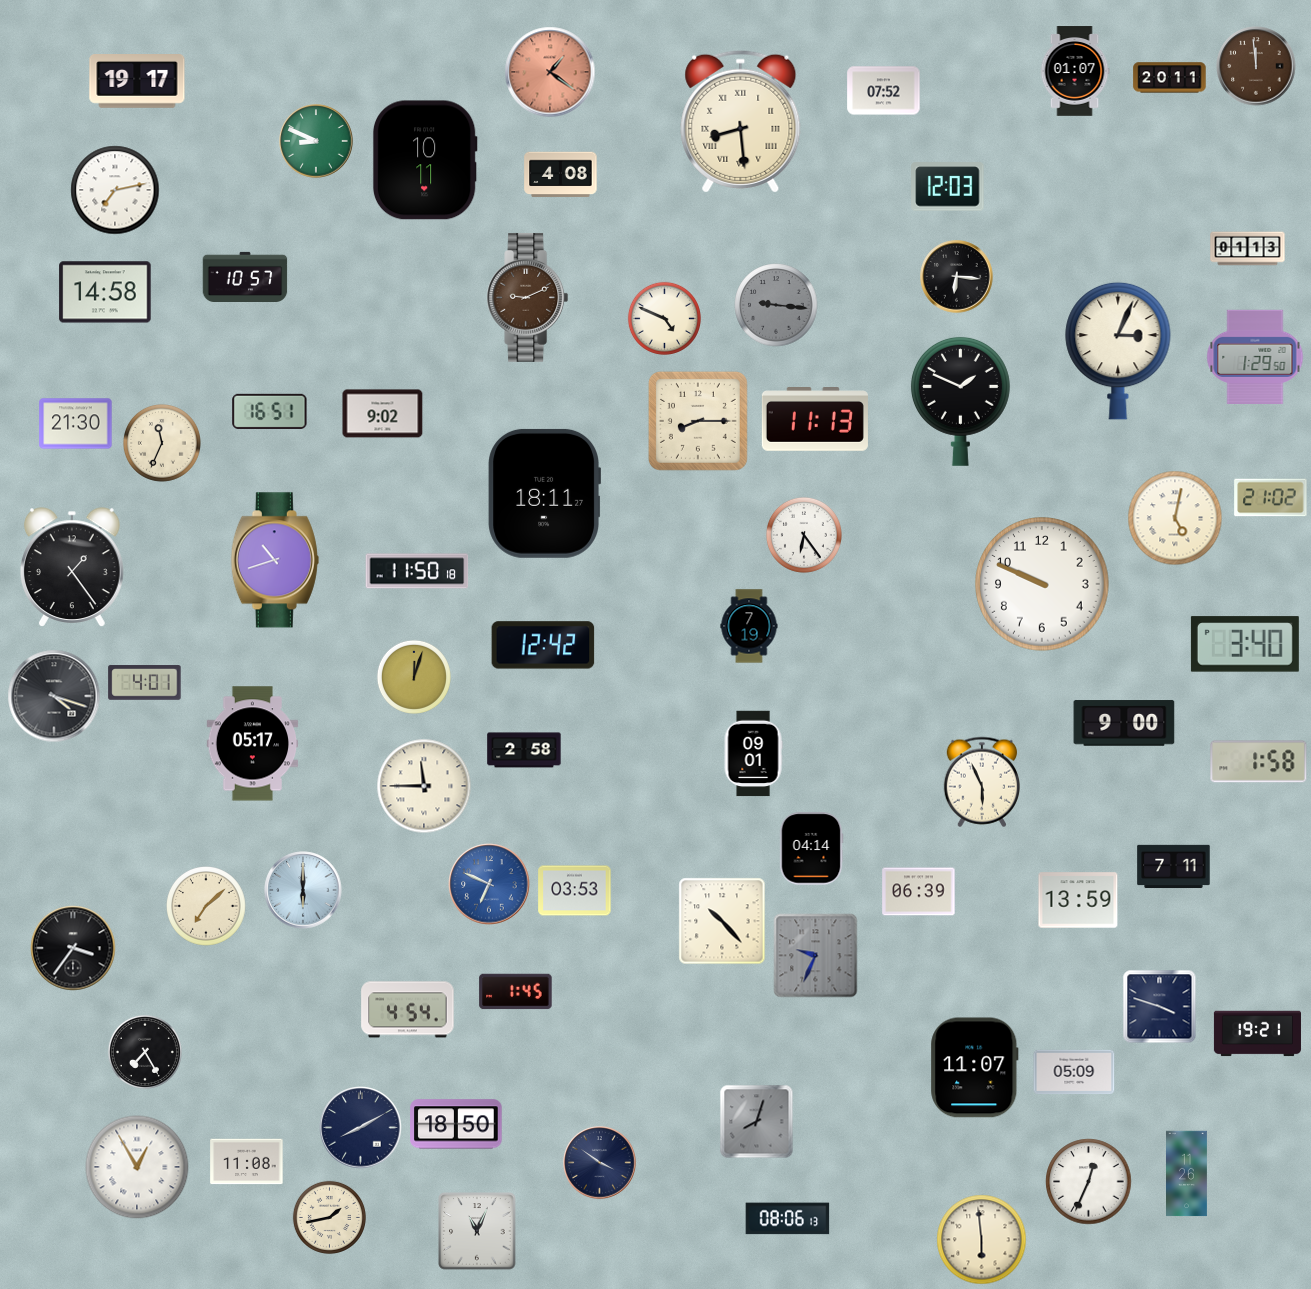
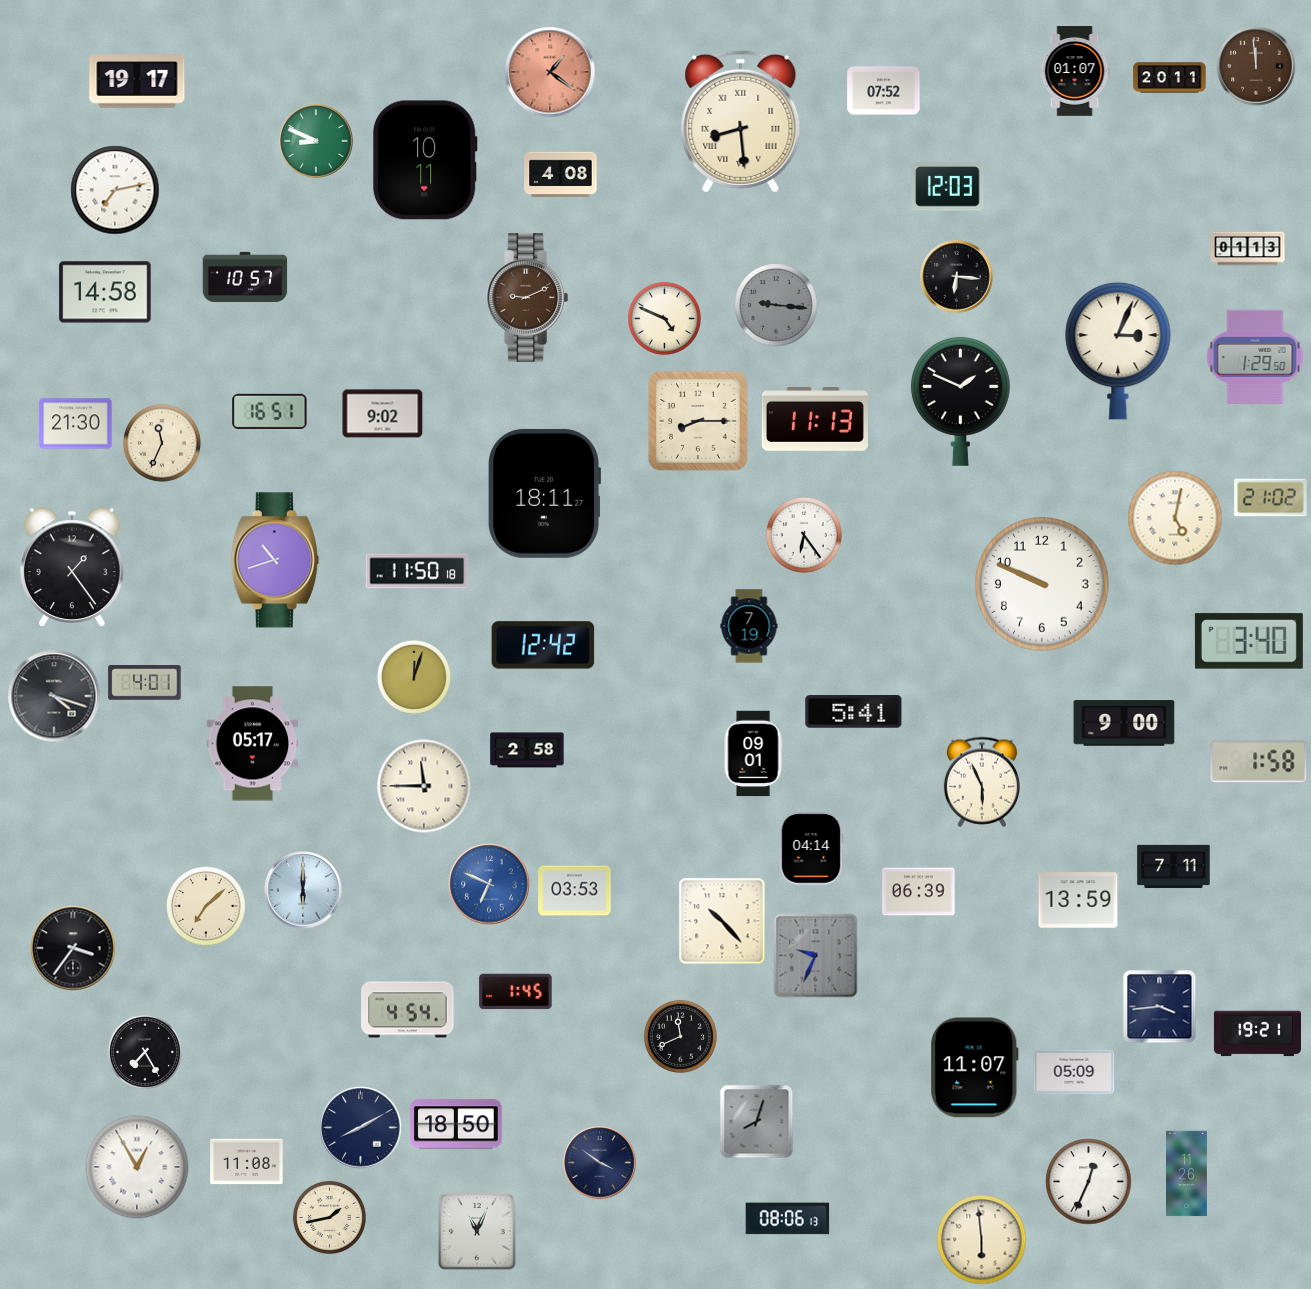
clock at (1245, 644) position: (1245, 644) -> (1249, 641)
clock at (854, 712): none -> 5:41
clock at (524, 750) position: (524, 750) -> (527, 750)
clock at (1160, 1007): 3:48 -> 3:44
clock at (680, 1036): none -> 11:41
